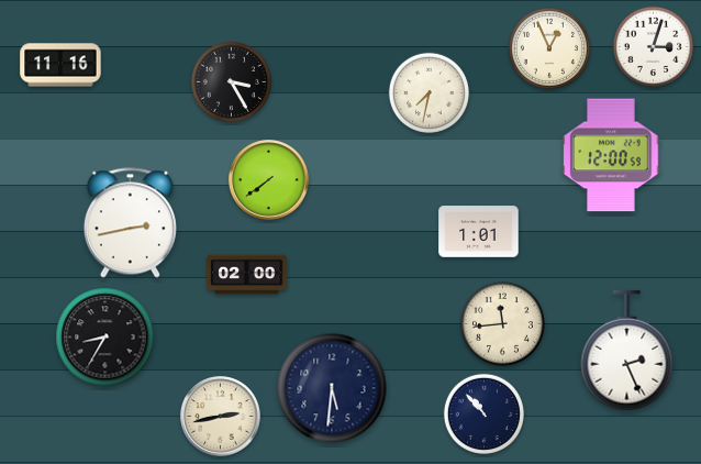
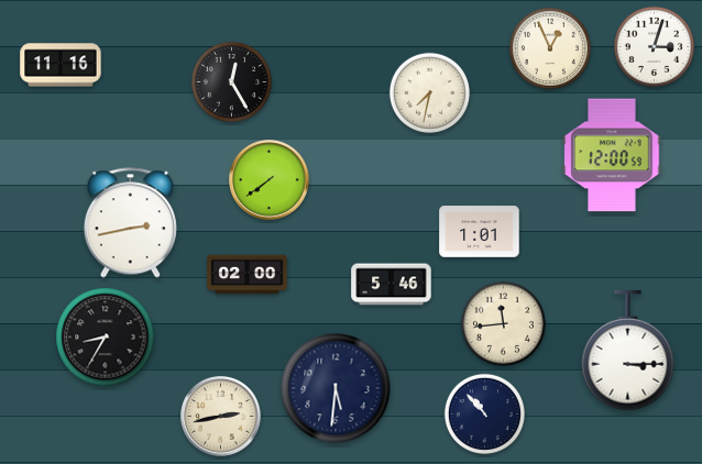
clock at (231, 81): 3:25 -> 12:25
clock at (392, 285): none -> 5:46
clock at (627, 351): 2:26 -> 3:15
clock at (332, 388) position: (332, 388) -> (336, 388)
